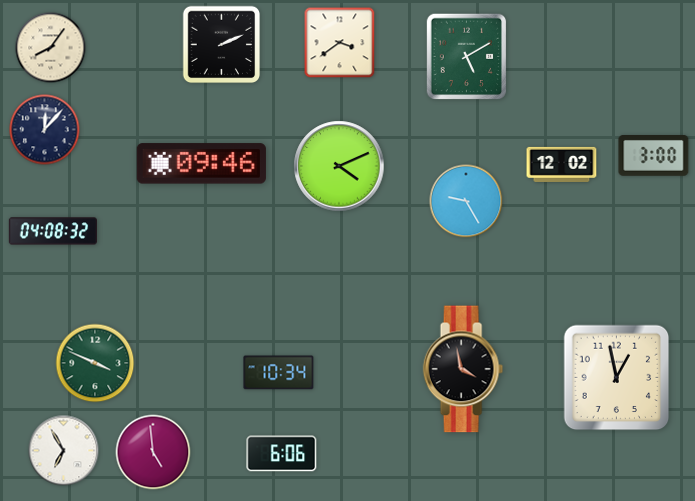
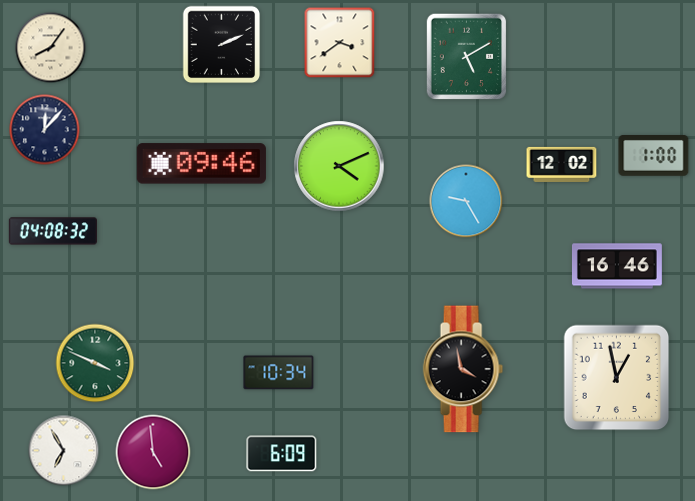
clock at (654, 156): 3:00 -> 1:00
clock at (617, 266): none -> 16:46
clock at (282, 454): 6:06 -> 6:09
